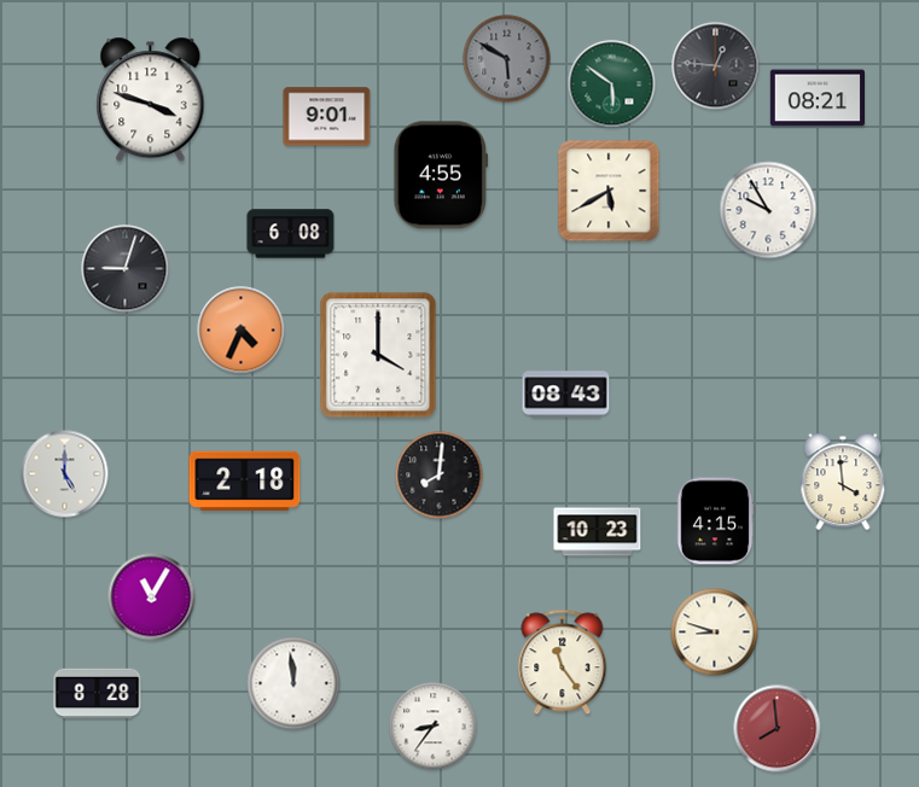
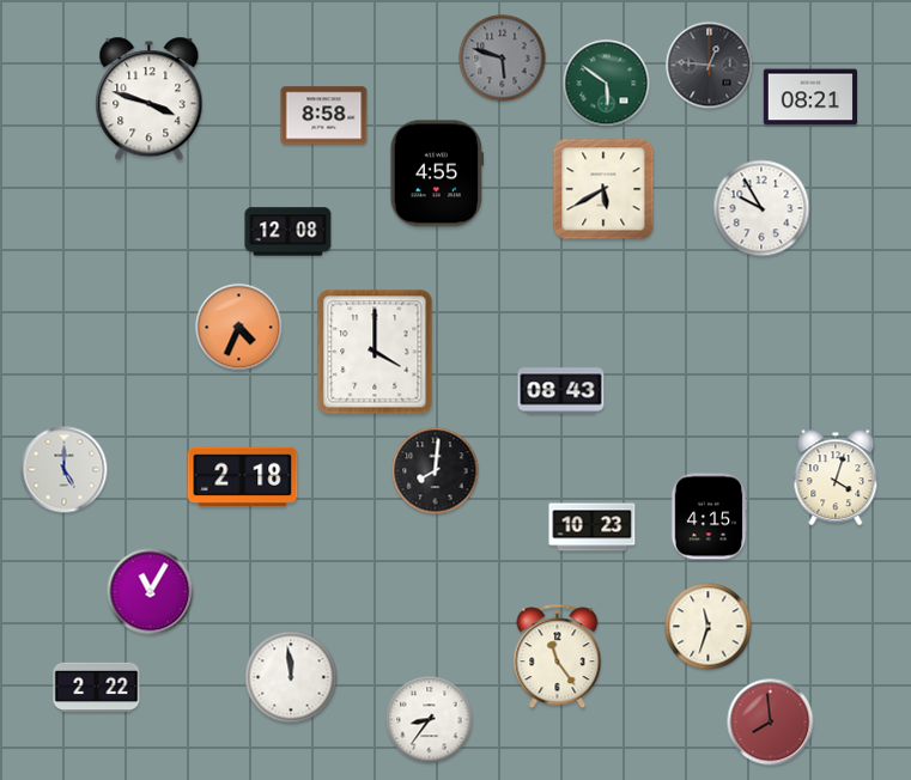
clock at (507, 59): 5:50 -> 5:48
clock at (327, 117): 9:01 -> 8:58
clock at (291, 234): 6:08 -> 12:08
clock at (126, 269): 9:03 -> none
clock at (843, 482): 3:59 -> 4:03
clock at (715, 632): 8:48 -> 11:33
clock at (98, 694): 8:28 -> 2:22
